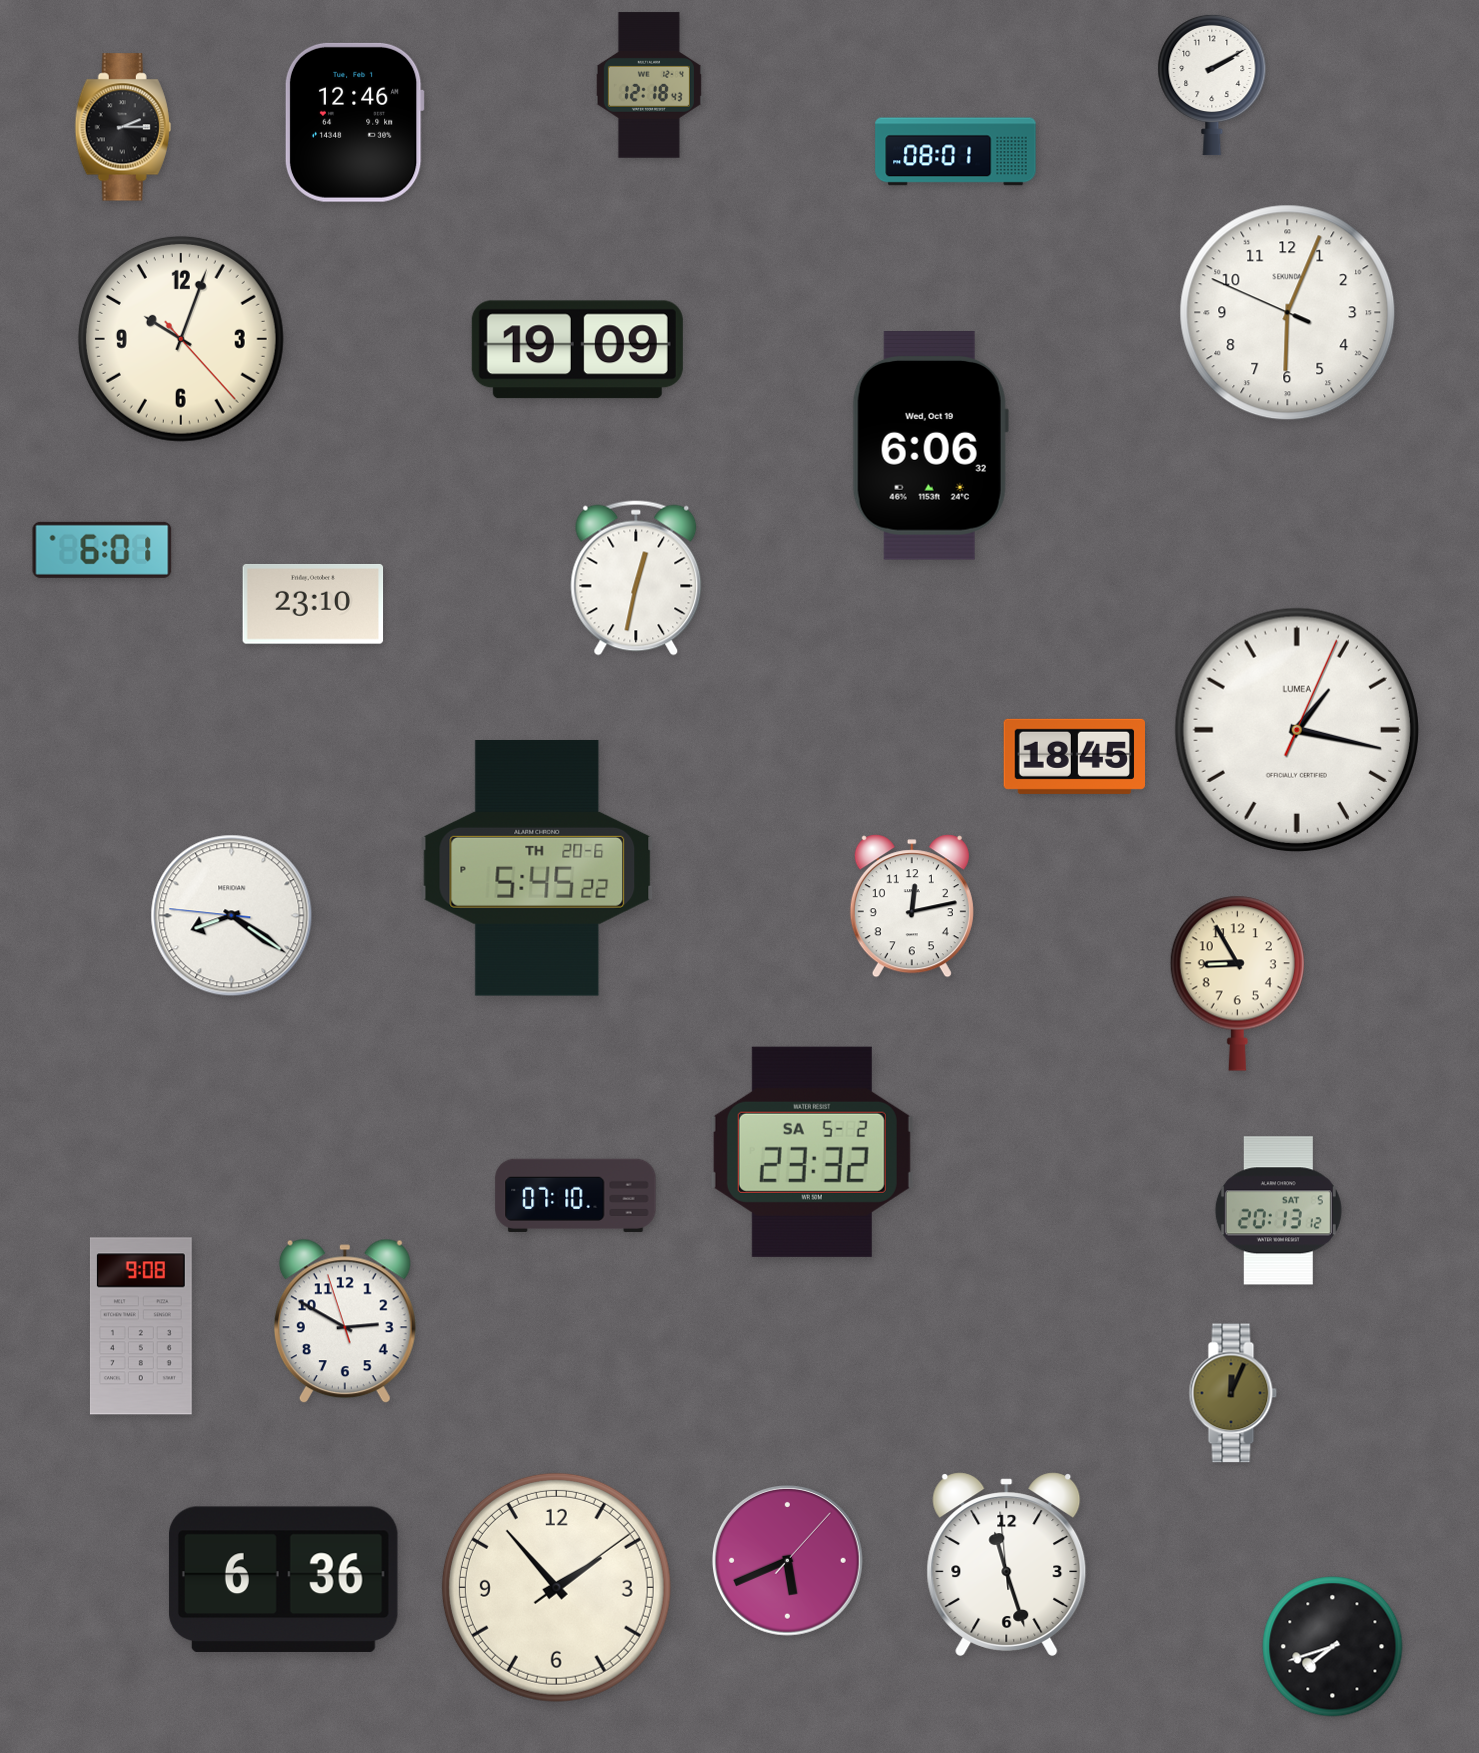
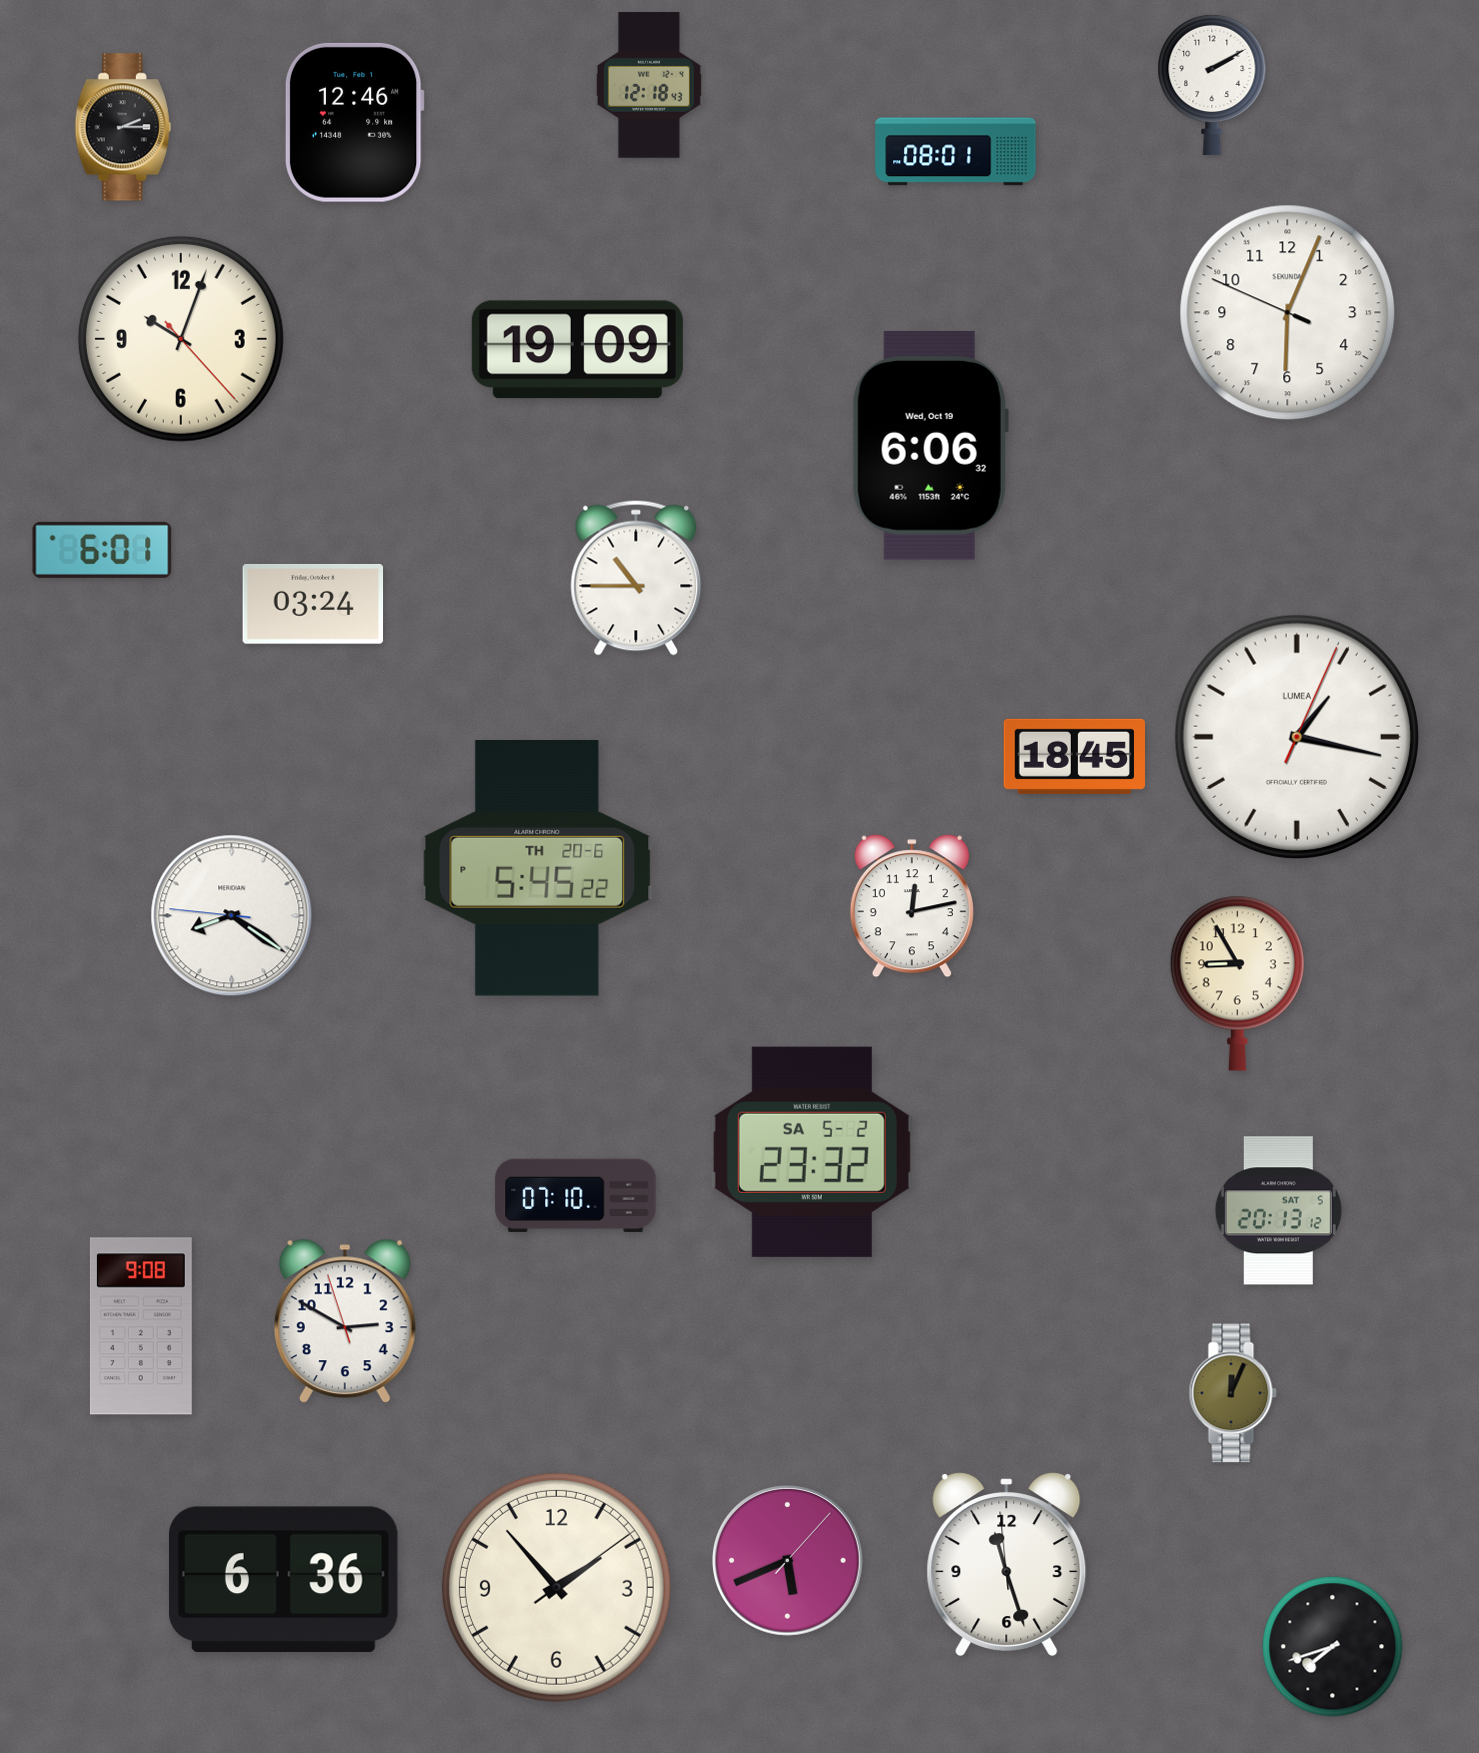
clock at (636, 578): 12:32 -> 10:45
clock at (313, 604): 23:10 -> 03:24
clock at (1297, 730) position: (1297, 730) -> (1297, 737)
